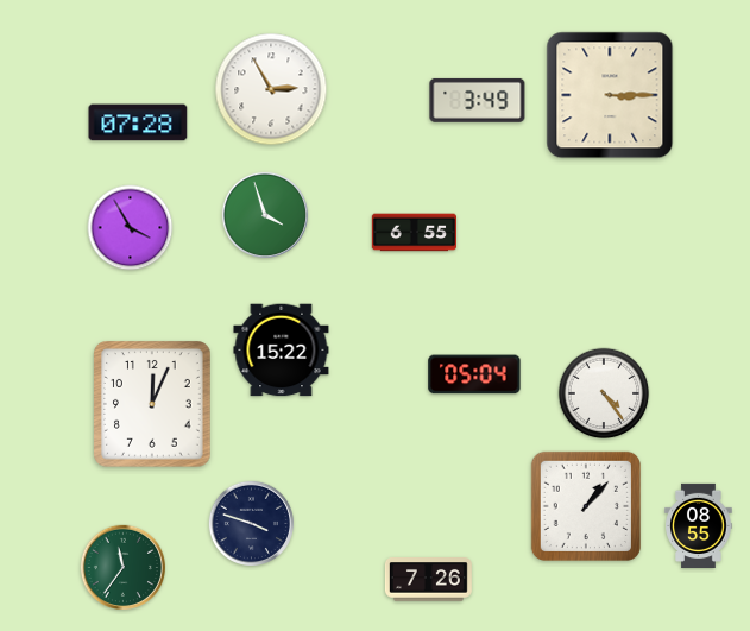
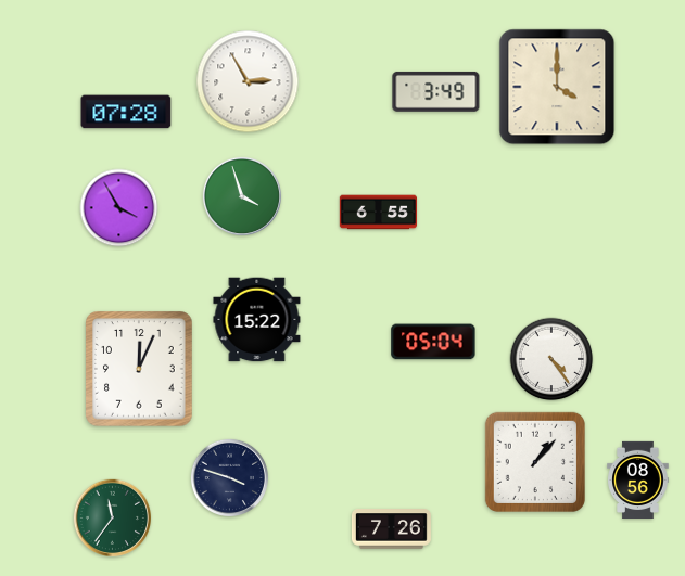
clock at (610, 95): 3:15 -> 4:00
clock at (699, 525): 08:55 -> 08:56
